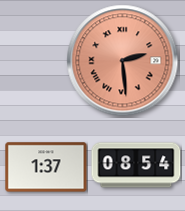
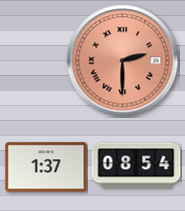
clock at (123, 61): 2:29 -> 2:30
